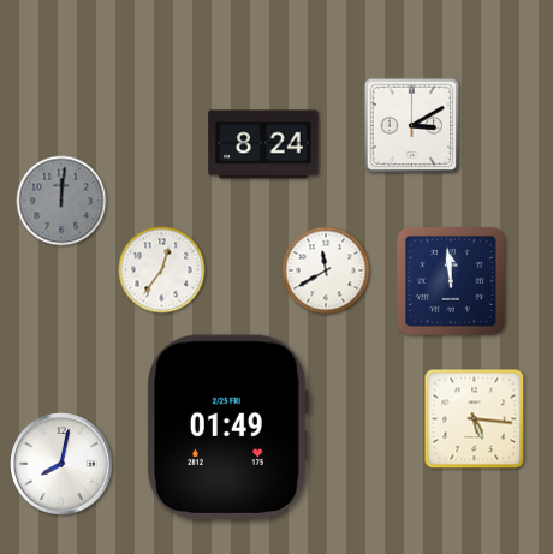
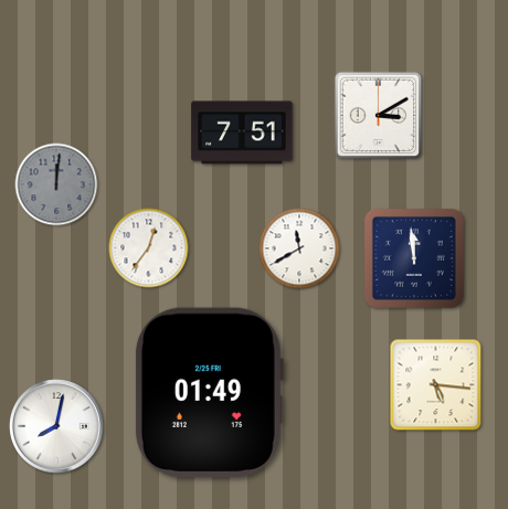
clock at (263, 144): 8:24 -> 7:51
